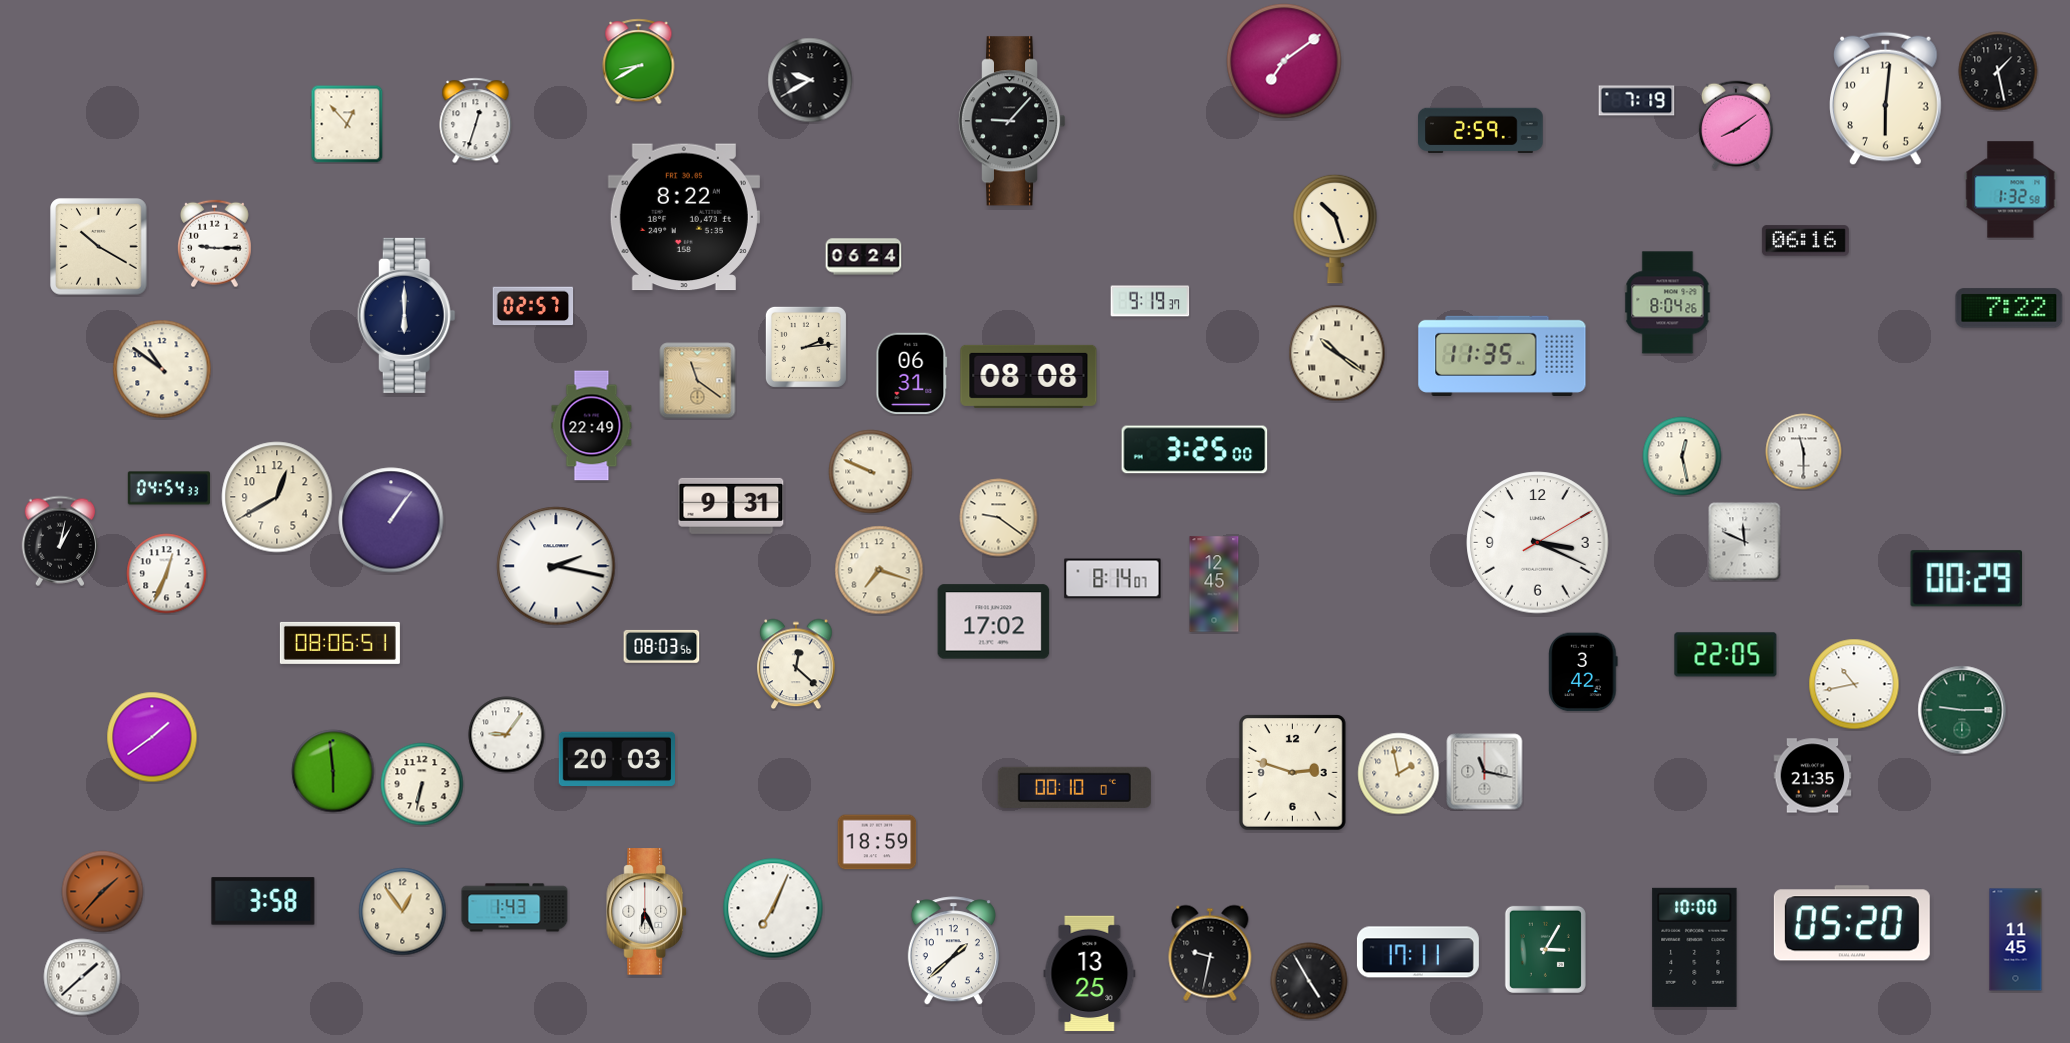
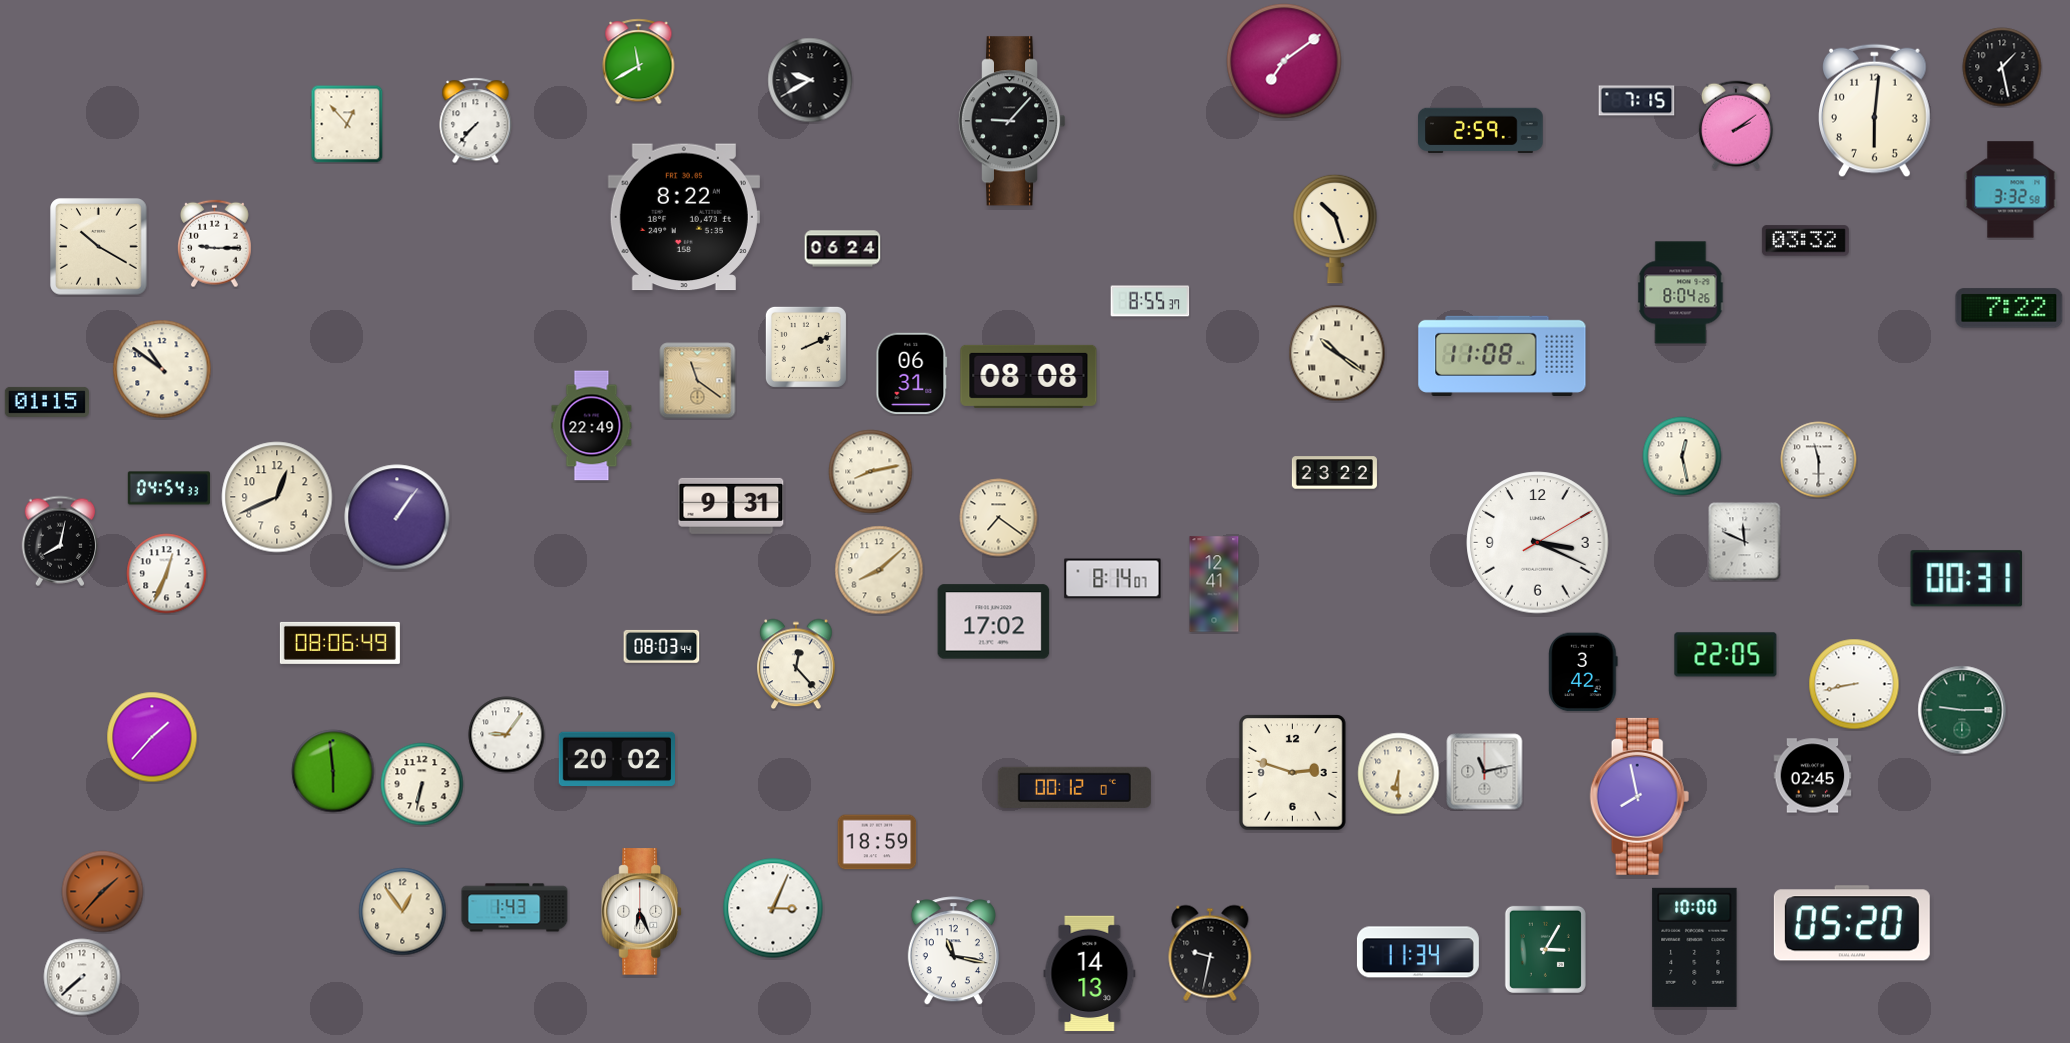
clock at (639, 62): 8:40 -> 11:40
clock at (1998, 71) position: (1998, 71) -> (2002, 67)
clock at (1886, 99) position: (1886, 99) -> (1875, 111)
clock at (1637, 101): 7:19 -> 7:15
clock at (476, 121): 12:33 -> 7:37
clock at (1736, 125): 8:09 -> 2:09
clock at (2011, 190): 1:32 -> 3:32
clock at (1805, 241): 06:16 -> 03:32
clock at (864, 257) position: (864, 257) -> (843, 249)
clock at (1150, 301): 9:19 -> 8:55
clock at (1668, 303) position: (1668, 303) -> (1681, 293)
clock at (533, 306): 02:57 -> none
clock at (406, 315): 6:00 -> none
clock at (806, 347): 2:14 -> 2:11
clock at (1502, 356): 11:35 -> 11:08
clock at (47, 402): none -> 01:15
clock at (1195, 450): 3:25 -> none
clock at (1804, 452) position: (1804, 452) -> (1819, 460)
clock at (871, 472): 9:49 -> 8:13
clock at (1334, 473): none -> 23:22
clock at (277, 497): 12:40 -> 12:41
clock at (999, 518): 9:21 -> 7:21
clock at (391, 520) position: (391, 520) -> (397, 517)
clock at (59, 541): 1:02 -> 8:02
clock at (556, 566): 2:17 -> none
clock at (879, 570): 7:18 -> 8:08
clock at (1967, 579): 00:29 -> 00:31
clock at (1214, 584): 12:45 -> 12:41
clock at (340, 643): 08:06:51 -> 08:06:49
clock at (662, 646): 08:03:56 -> 08:03:44
clock at (796, 664): 12:22 -> 12:23
clock at (1854, 684): 10:43 -> 8:43
clock at (152, 737): 1:39 -> 1:37
clock at (616, 759): 20:03 -> 20:02
clock at (1485, 772): 11:17 -> 11:13
clock at (1399, 774): 1:58 -> 6:30
clock at (1813, 776): 21:35 -> 02:45
clock at (1074, 787): 00:10 -> 00:12
clock at (1640, 796): none -> 7:58
clock at (263, 901): 3:58 -> none
clock at (773, 908): 7:04 -> 3:04
clock at (647, 912) position: (647, 912) -> (642, 912)
clock at (2016, 940): 11:45 -> none
clock at (953, 951): 1:38 -> 11:17
clock at (1418, 952): 17:11 -> 11:34
clock at (1090, 974): 13:25 -> 14:13
clock at (82, 977): 1:38 -> 7:38
clock at (1309, 981): 4:55 -> none
